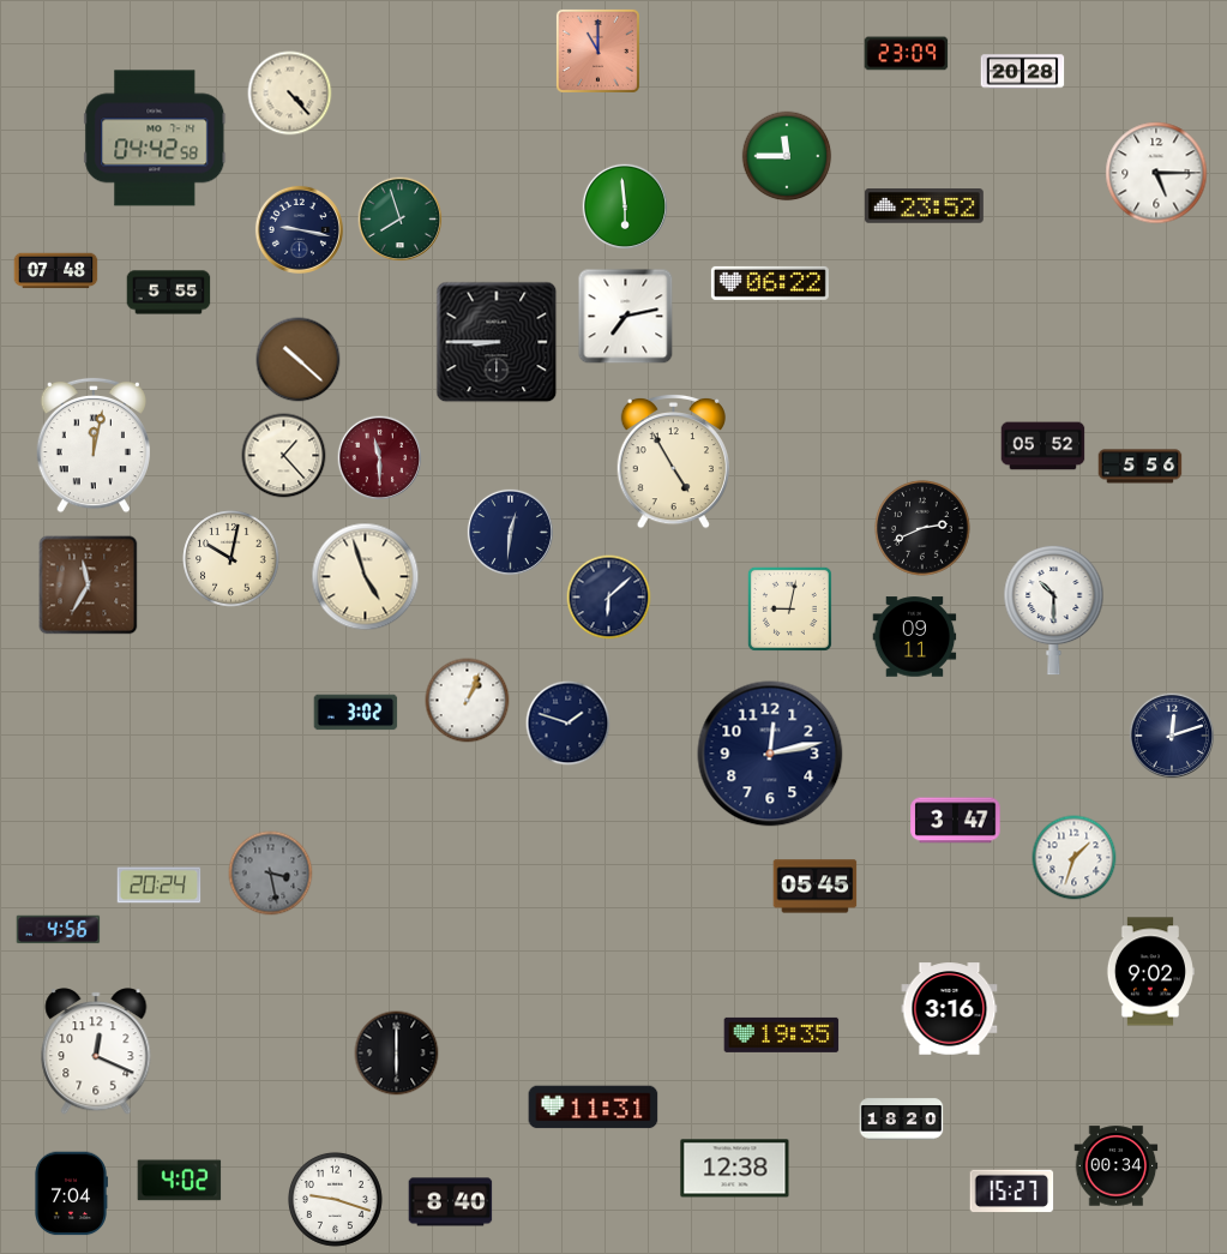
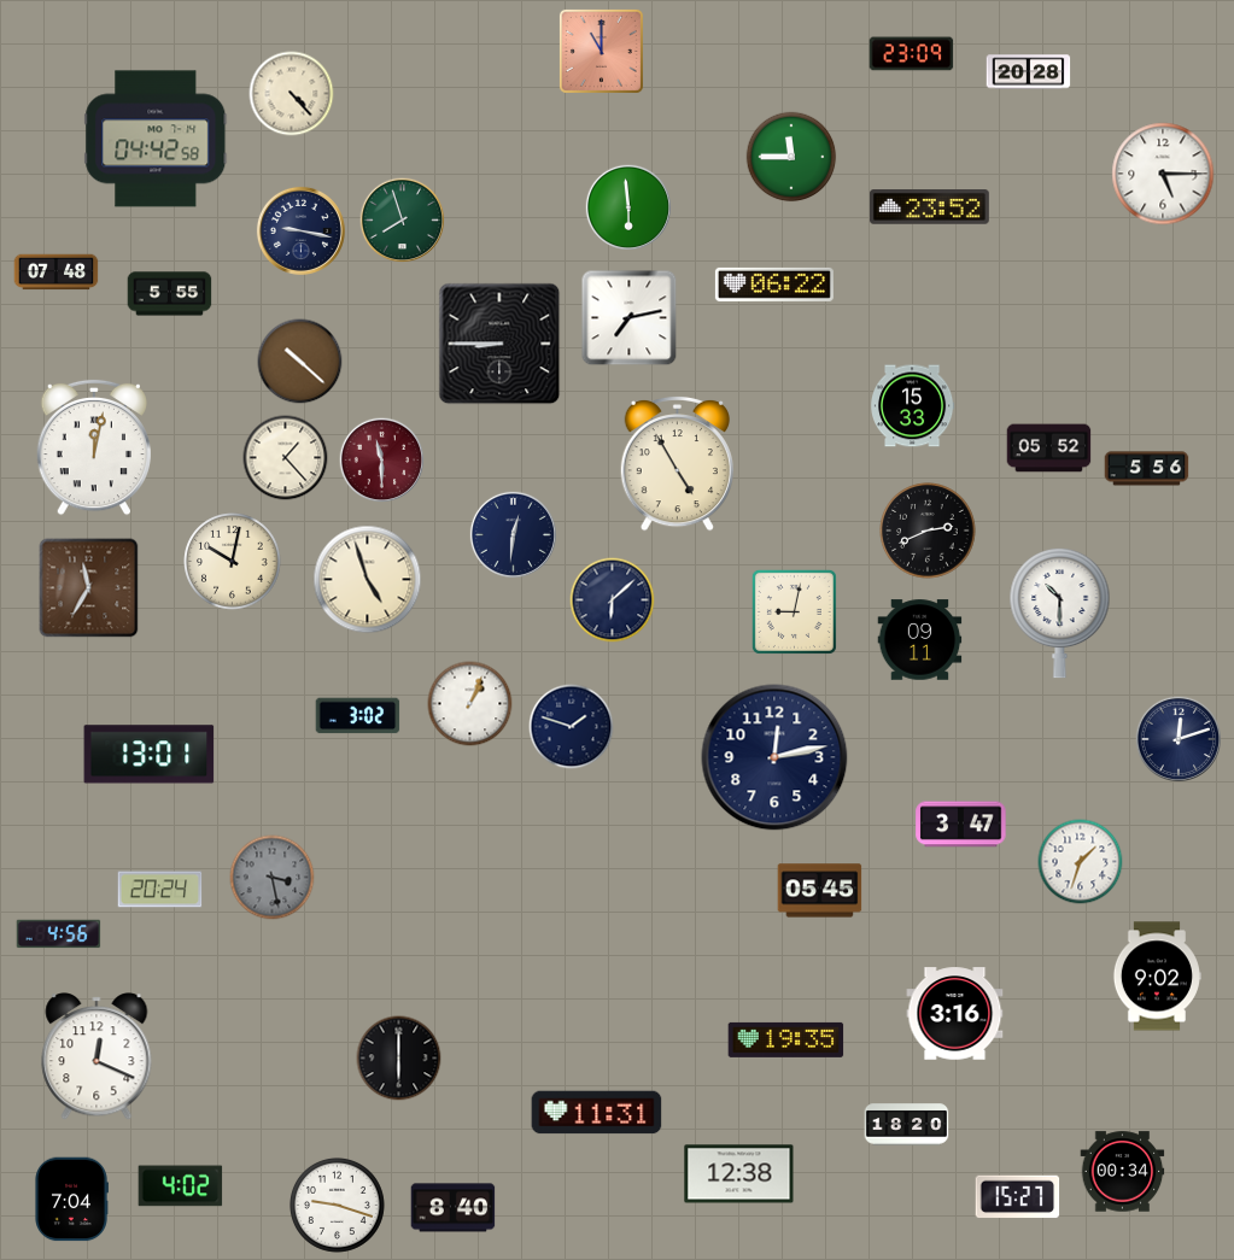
clock at (912, 406): none -> 15:33
clock at (150, 755): none -> 13:01
